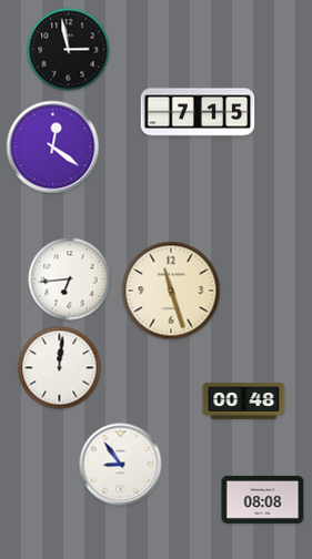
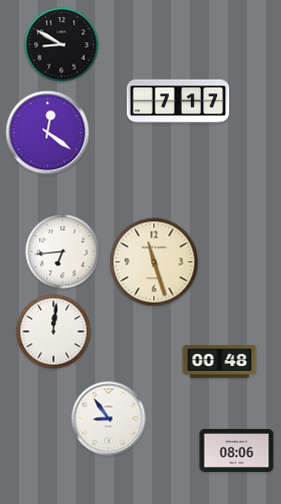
clock at (69, 50): 2:58 -> 8:50
clock at (198, 112): 7:15 -> 7:17
clock at (263, 499): 08:08 -> 08:06
